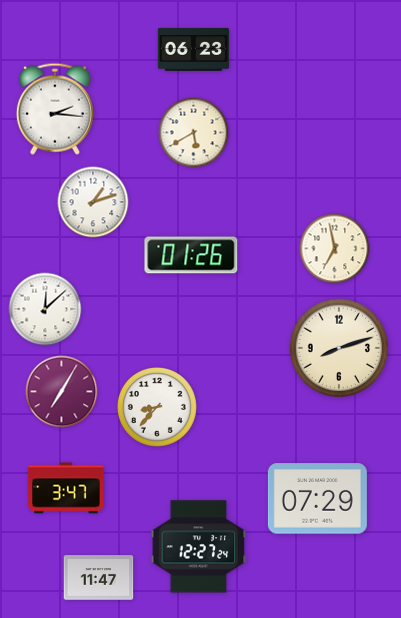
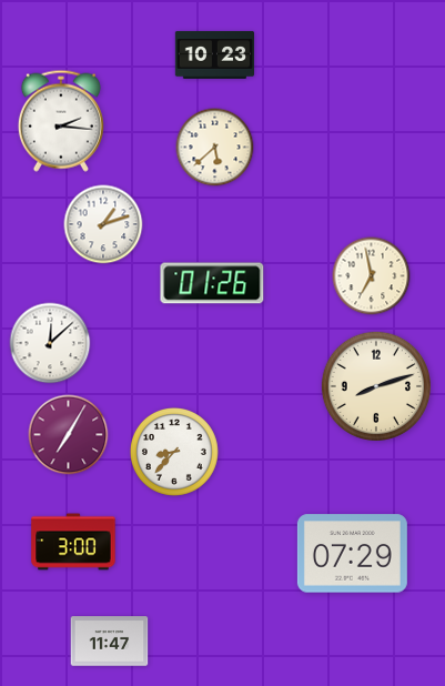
clock at (193, 49): 06:23 -> 10:23
clock at (194, 133): 5:40 -> 5:38
clock at (66, 488): 3:47 -> 3:00
clock at (199, 547): 12:27 -> none
